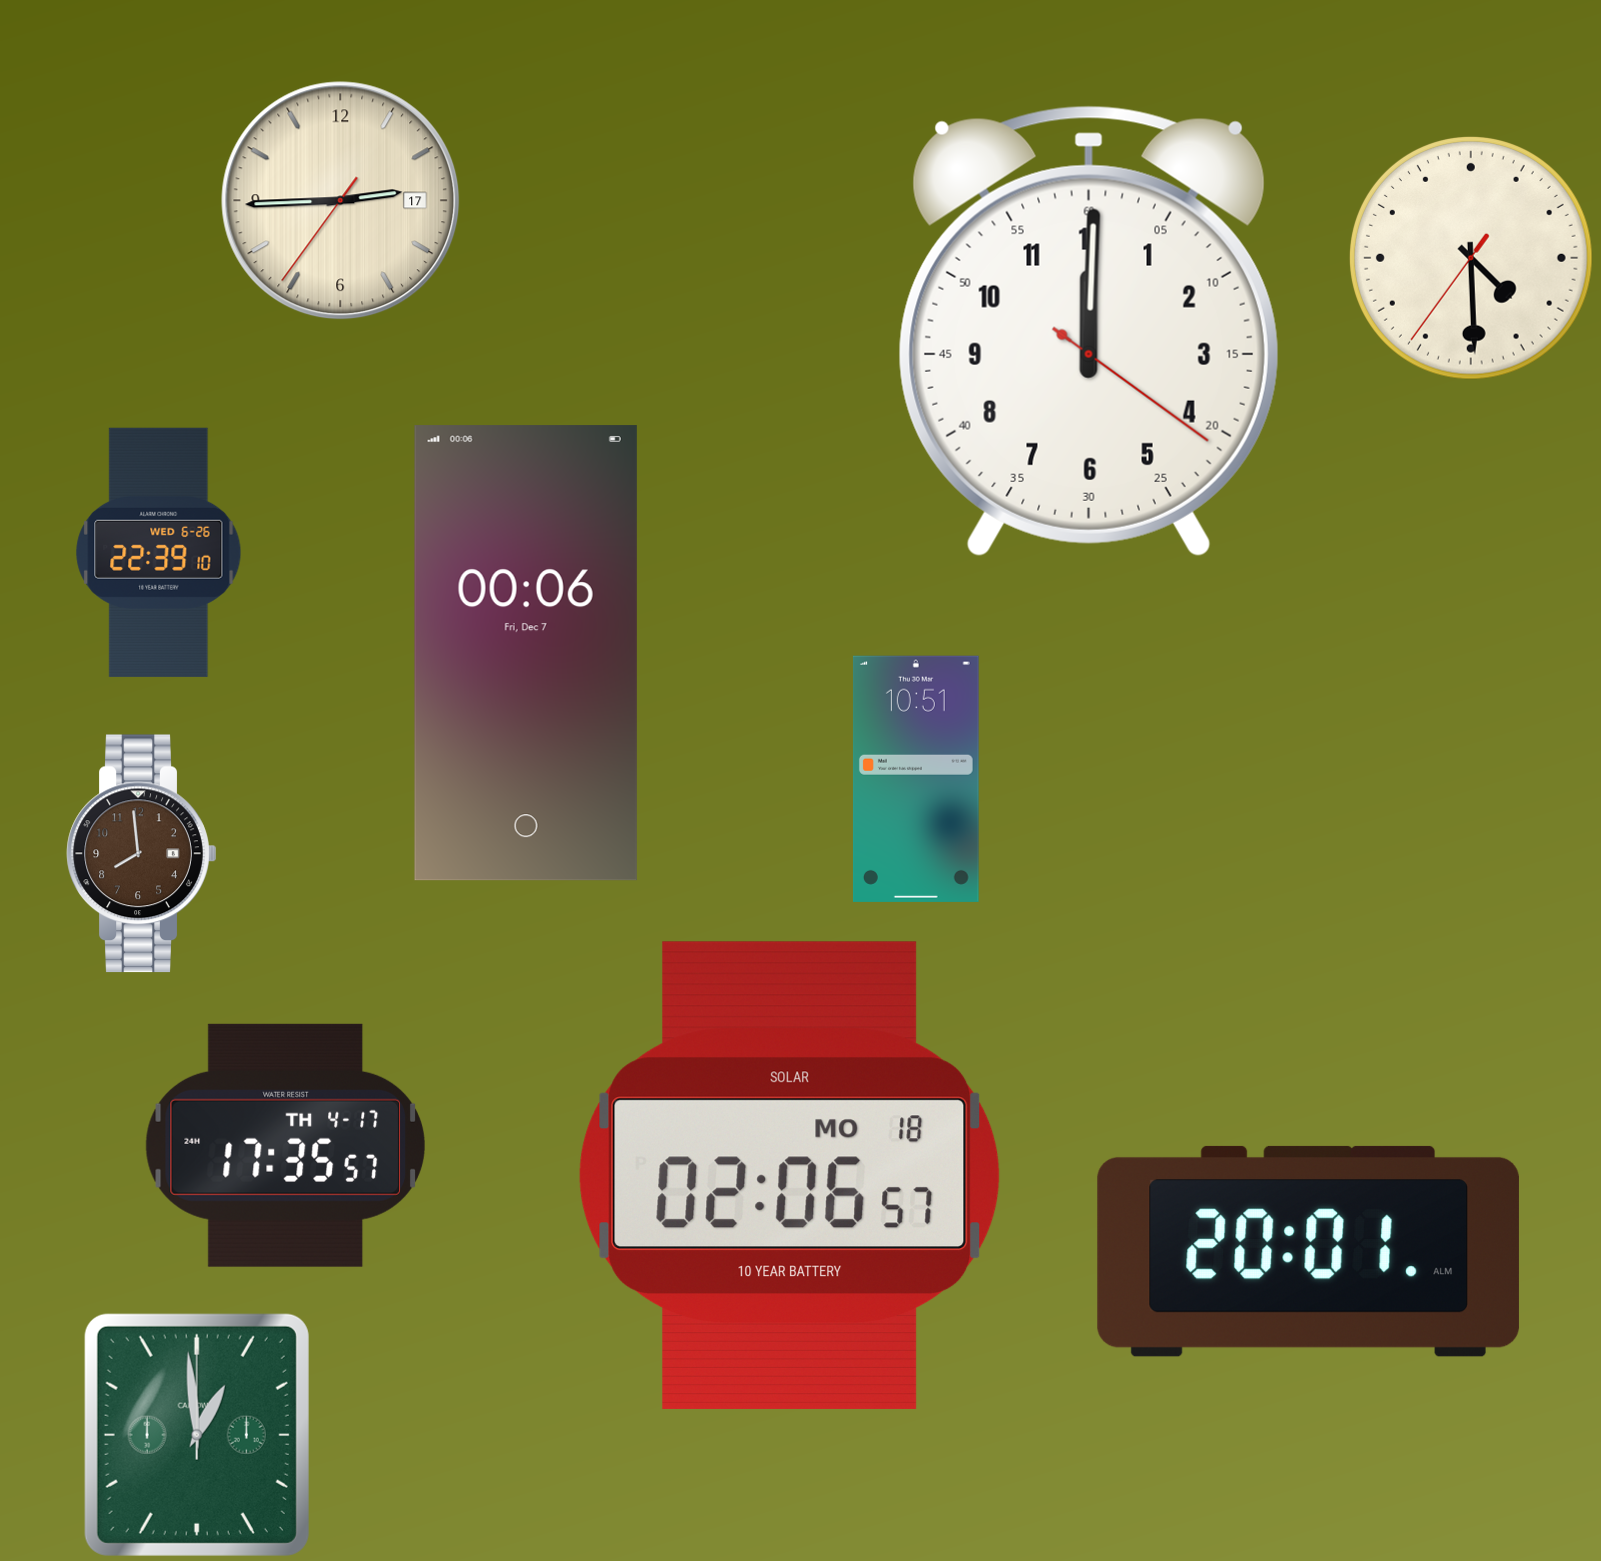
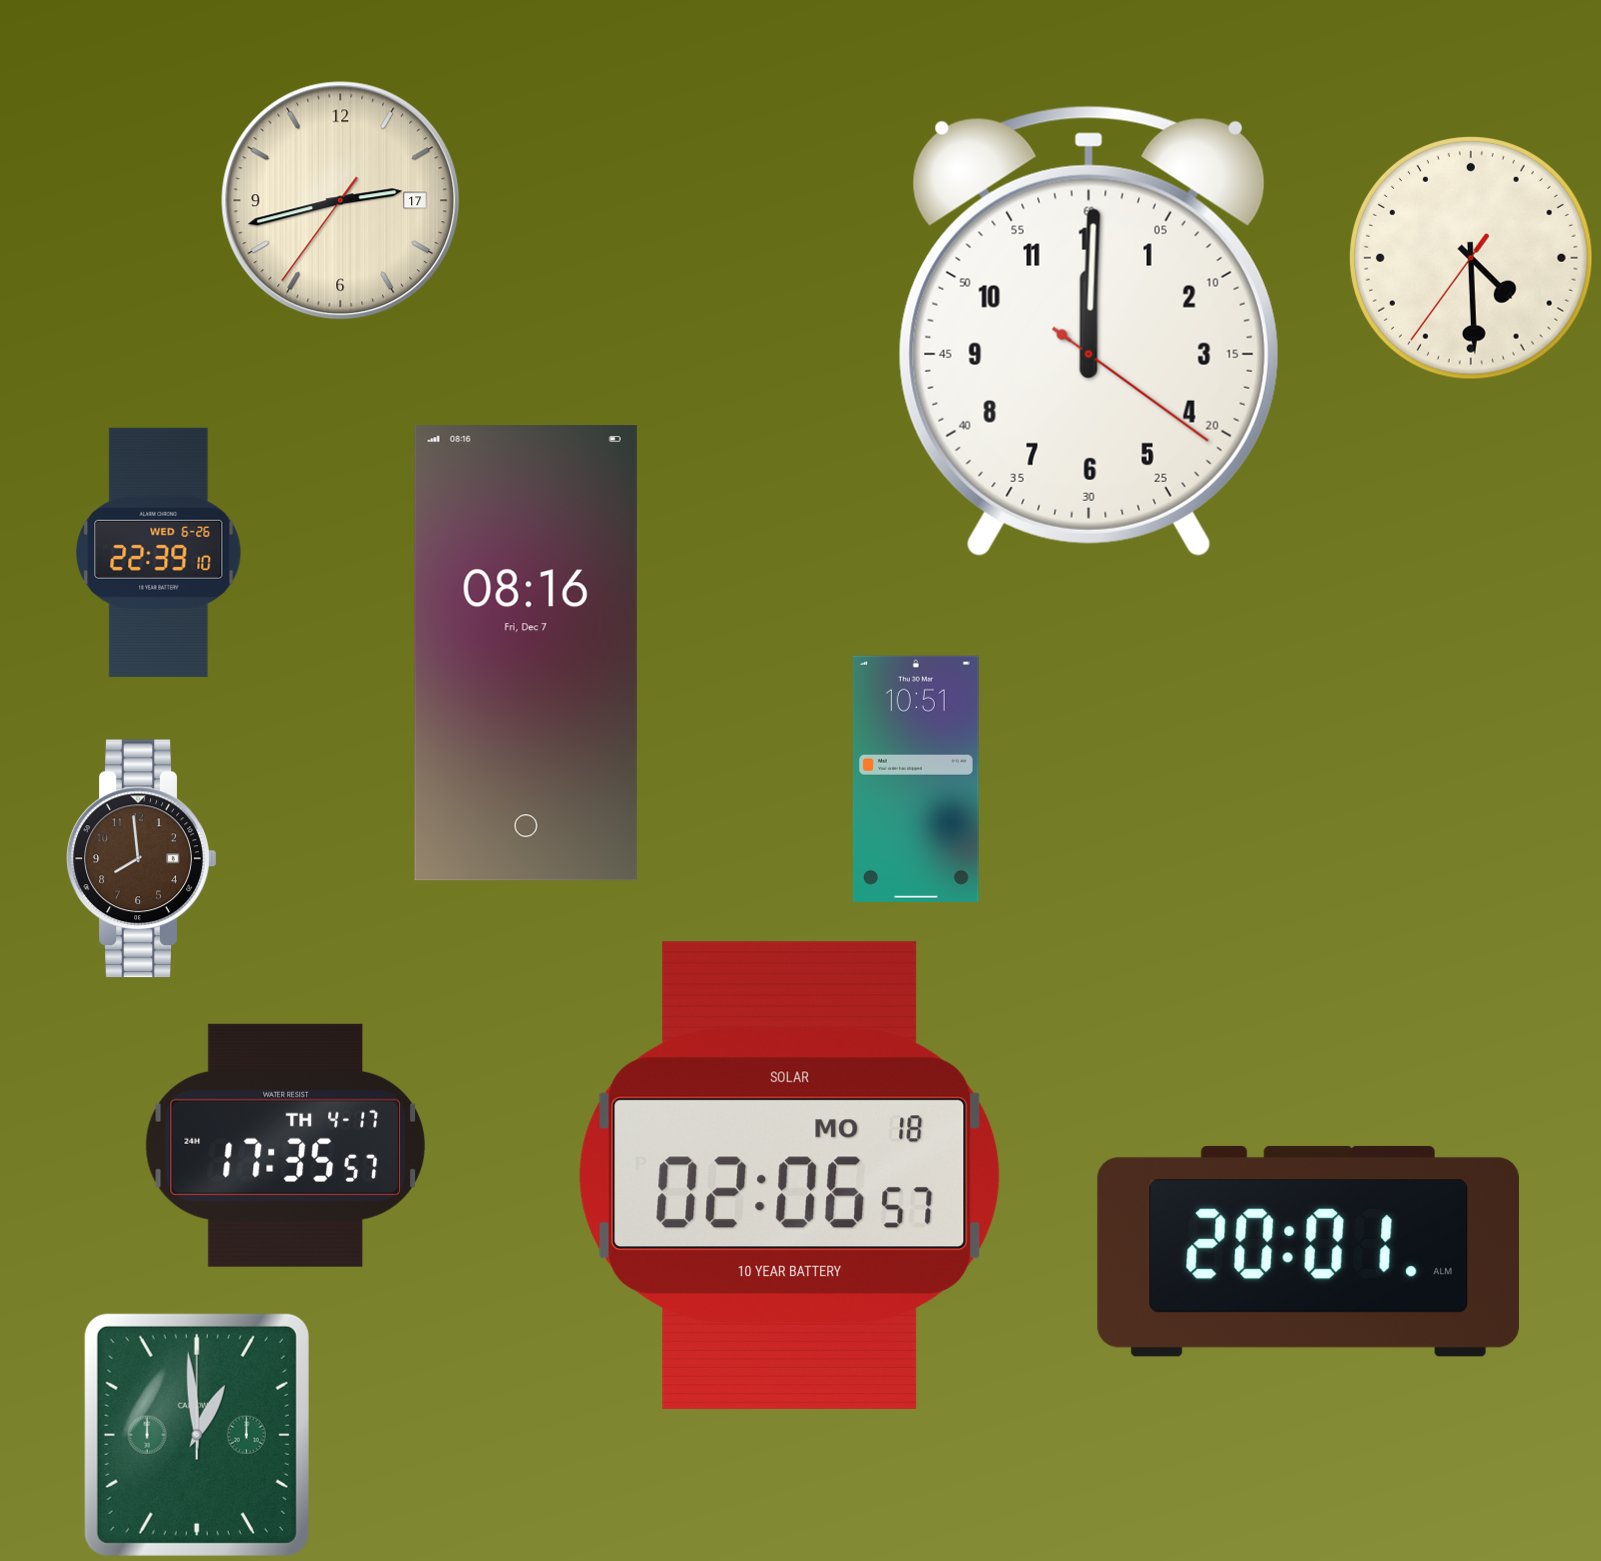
clock at (341, 201): 2:44 -> 2:42
clock at (526, 653): 00:06 -> 08:16
clock at (142, 854) position: (142, 854) -> (142, 859)
